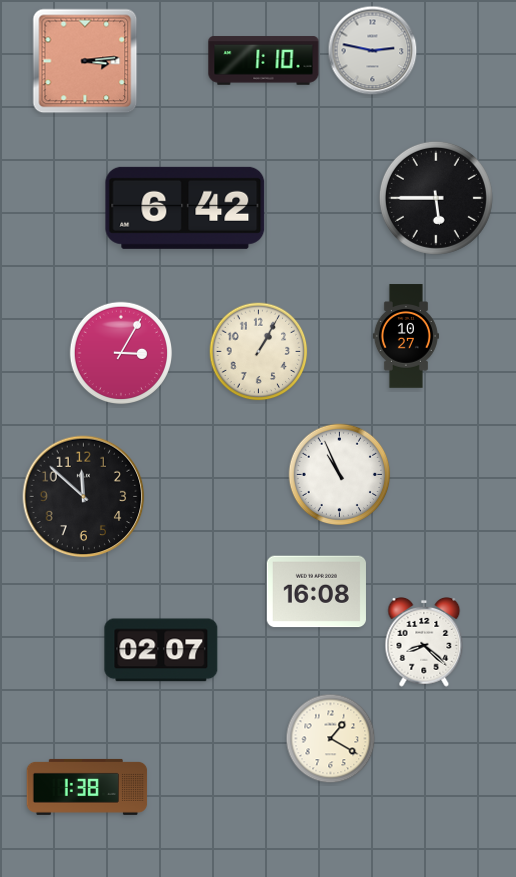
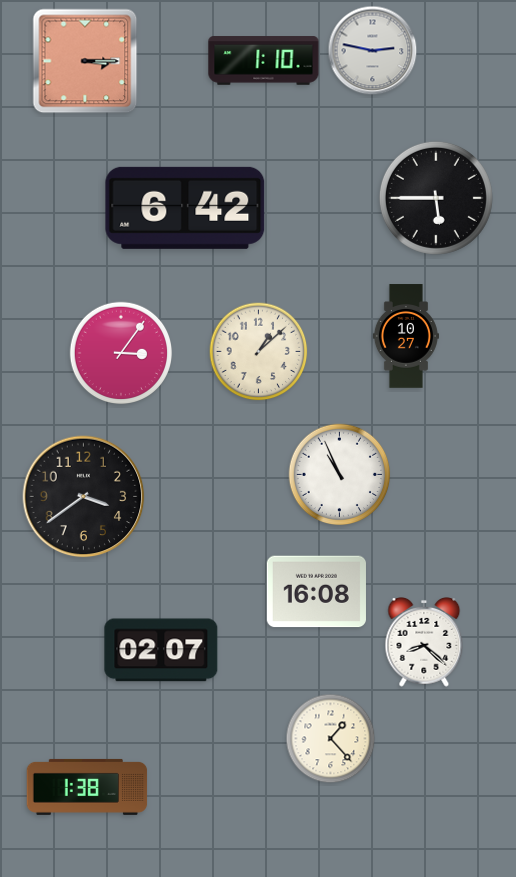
clock at (85, 61): 3:14 -> 3:15
clock at (259, 352): 1:05 -> 1:08
clock at (121, 353): 3:05 -> 3:06
clock at (84, 497): 11:52 -> 3:39
clock at (331, 739): 1:20 -> 1:23
